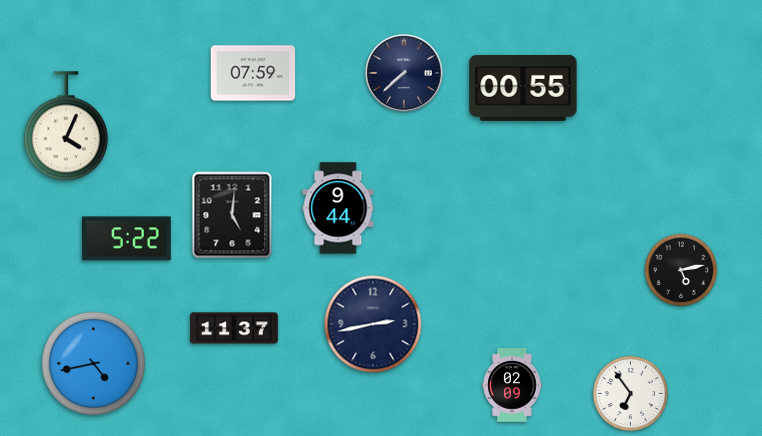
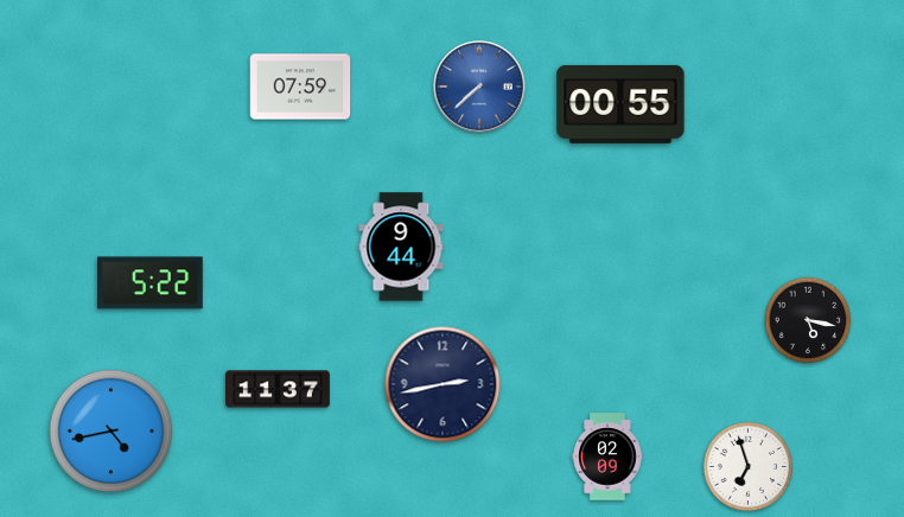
clock at (404, 73) dial: navy -> blue
clock at (66, 127): 4:04 -> none
clock at (232, 215): 5:01 -> none
clock at (681, 270): 5:13 -> 5:17
clock at (630, 393): 6:54 -> 6:57
